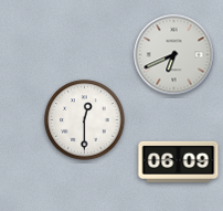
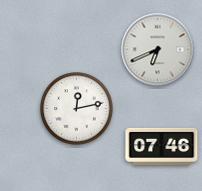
clock at (85, 120): 12:30 -> 12:13
clock at (179, 161): 06:09 -> 07:46
